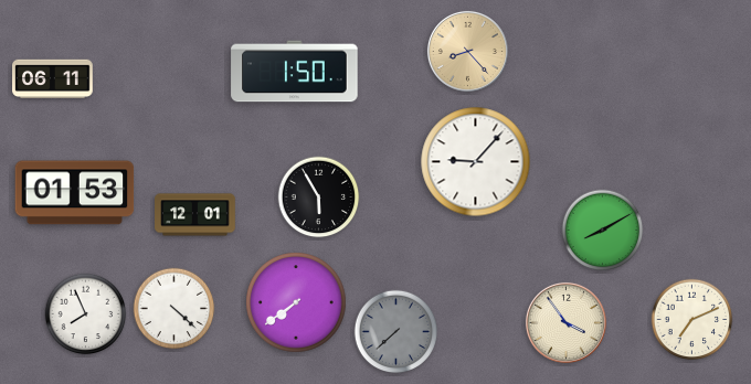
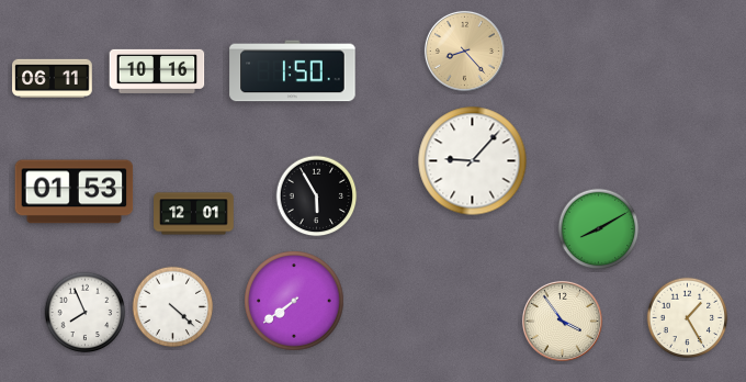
clock at (157, 71): none -> 10:16
clock at (692, 320): 7:11 -> 1:25
clock at (396, 332): 7:38 -> none
